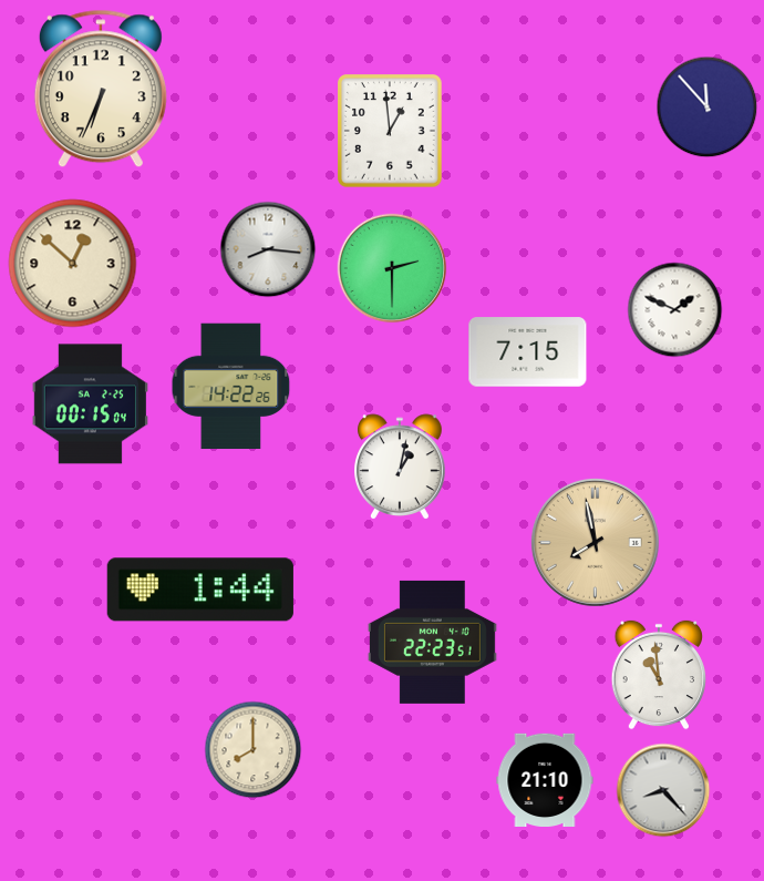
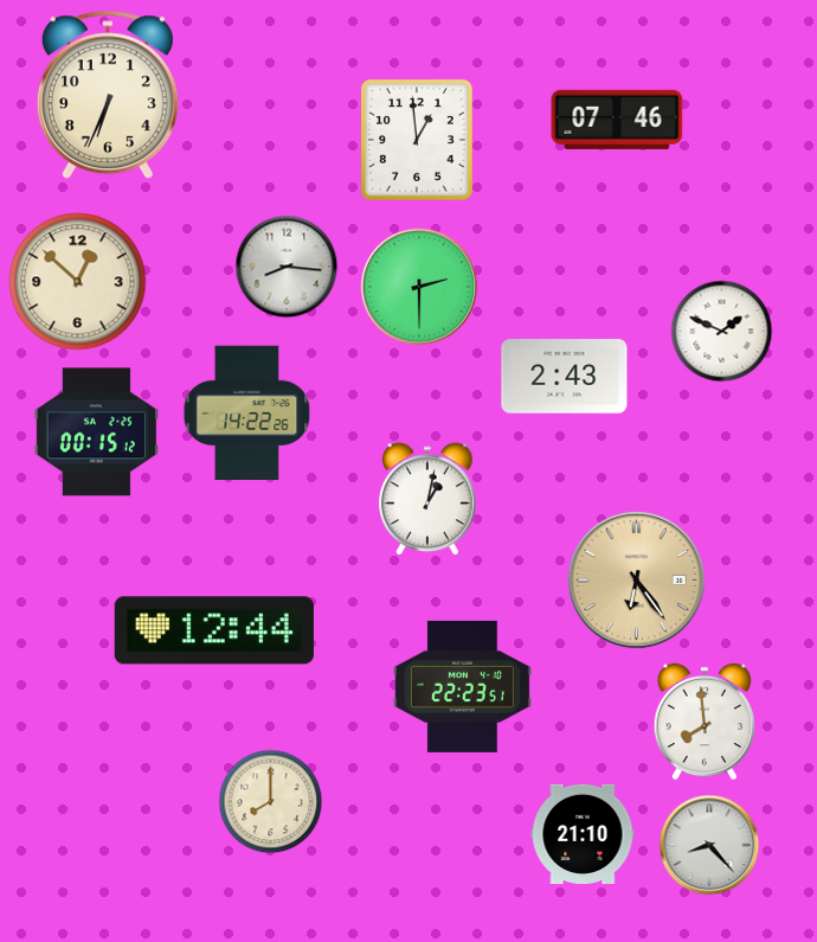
clock at (708, 107): 11:53 -> none
clock at (617, 120): none -> 07:46
clock at (528, 352): 7:15 -> 2:43
clock at (90, 404): 00:15:04 -> 00:15:12
clock at (595, 542): 7:58 -> 6:24
clock at (200, 590): 1:44 -> 12:44
clock at (658, 675): 10:59 -> 7:59
